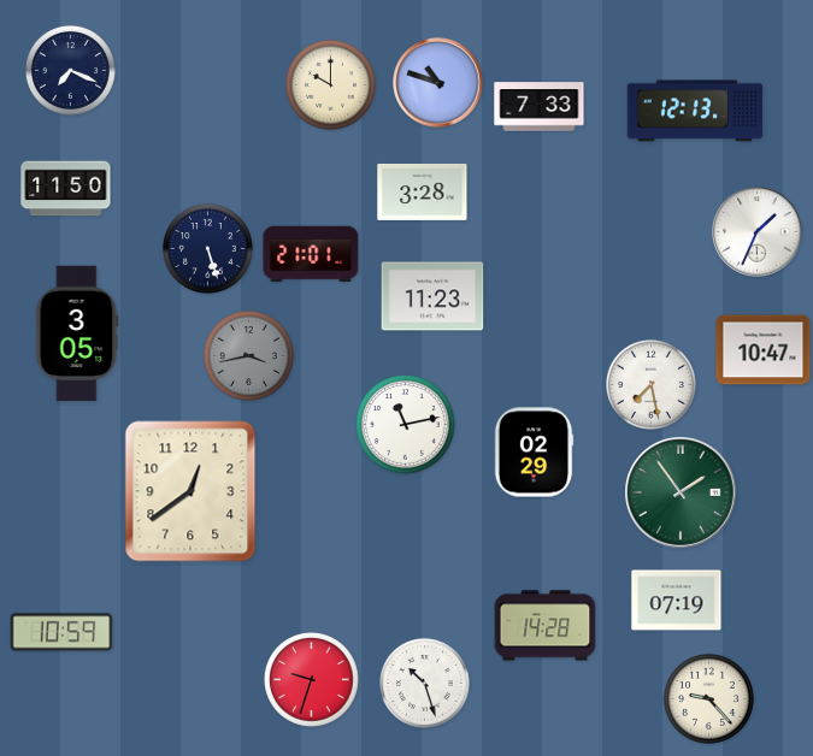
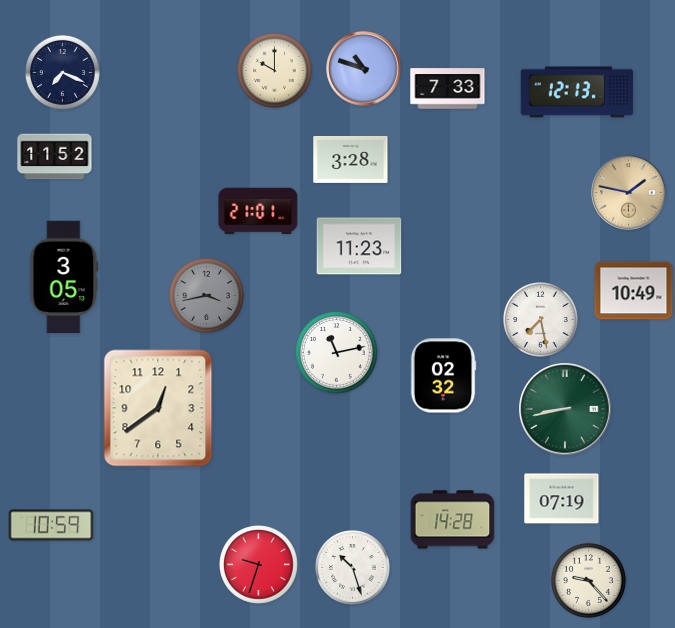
clock at (70, 70) position: (70, 70) -> (62, 72)
clock at (66, 189): 11:50 -> 11:52
clock at (758, 232): 1:34 -> 1:47
clock at (758, 232) dial: white -> champagne
clock at (207, 248): 5:27 -> none
clock at (764, 350): 10:47 -> 10:49
clock at (534, 453): 02:29 -> 02:32
clock at (681, 492): 1:54 -> 8:43
